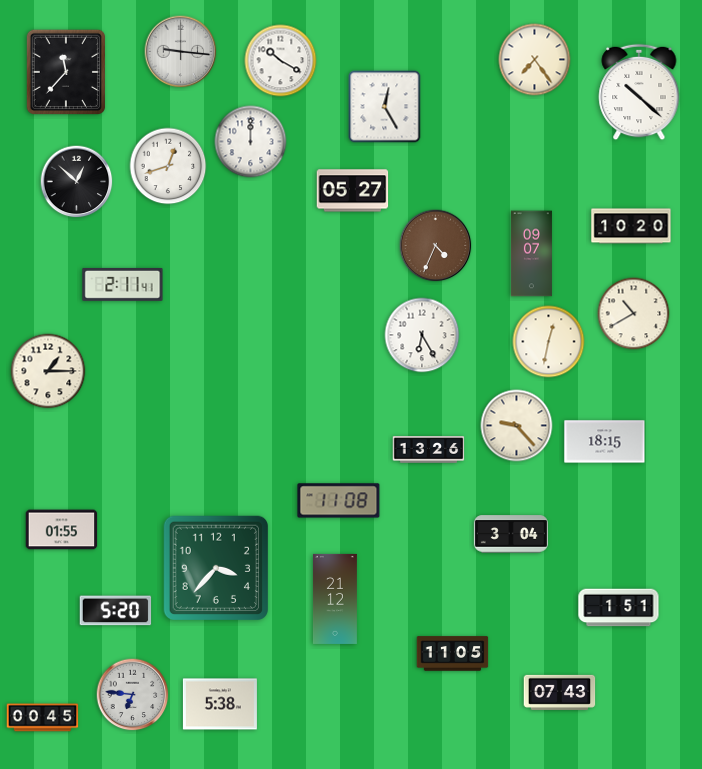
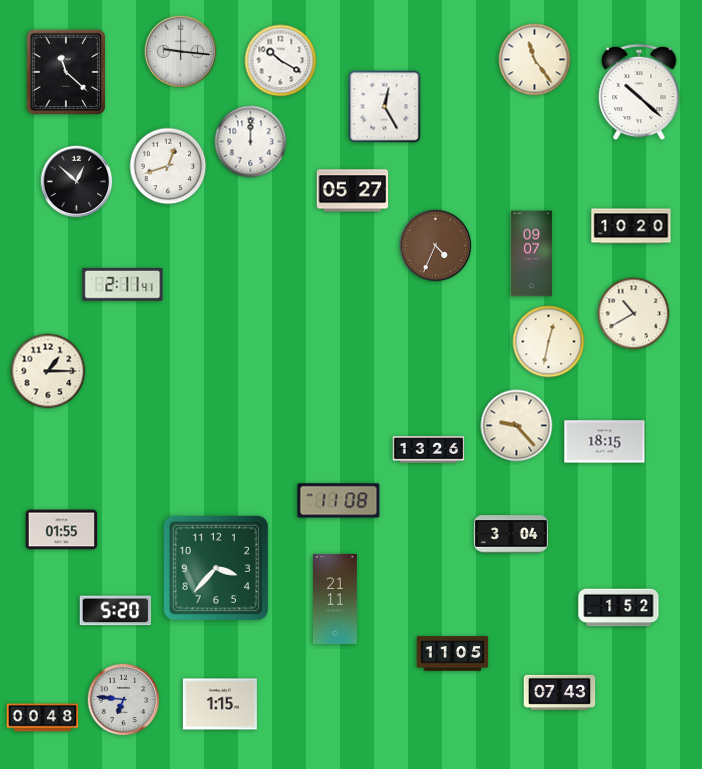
clock at (535, 60): 7:24 -> 11:24
clock at (65, 71): 11:37 -> 11:22
clock at (422, 335): 6:25 -> none
clock at (335, 599): 21:12 -> 21:11
clock at (619, 608): 1:51 -> 1:52
clock at (133, 695) position: (133, 695) -> (124, 700)
clock at (220, 704): 5:38 -> 1:15
clock at (43, 718): 00:45 -> 00:48
